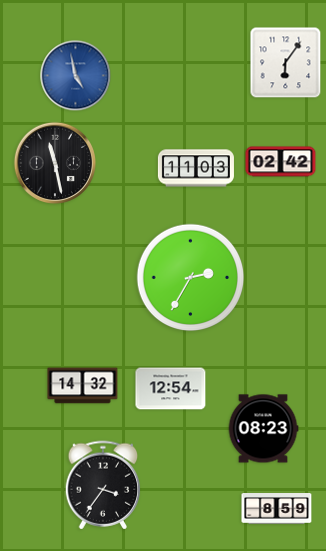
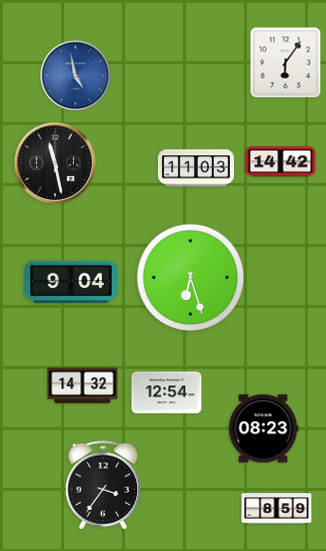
clock at (281, 162): 02:42 -> 14:42
clock at (191, 278): 2:35 -> 6:27
clock at (71, 282): none -> 9:04
clock at (171, 389) position: (171, 389) -> (167, 393)
